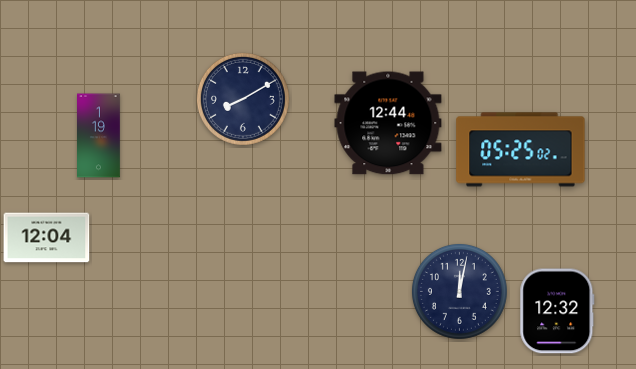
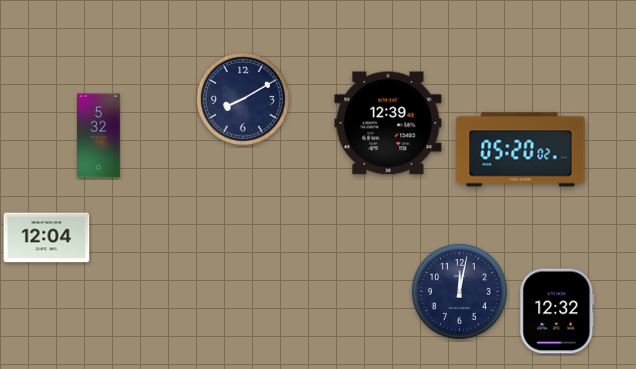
clock at (388, 123): 12:44 -> 12:39
clock at (99, 136): 1:19 -> 5:32
clock at (521, 150): 05:25 -> 05:20
